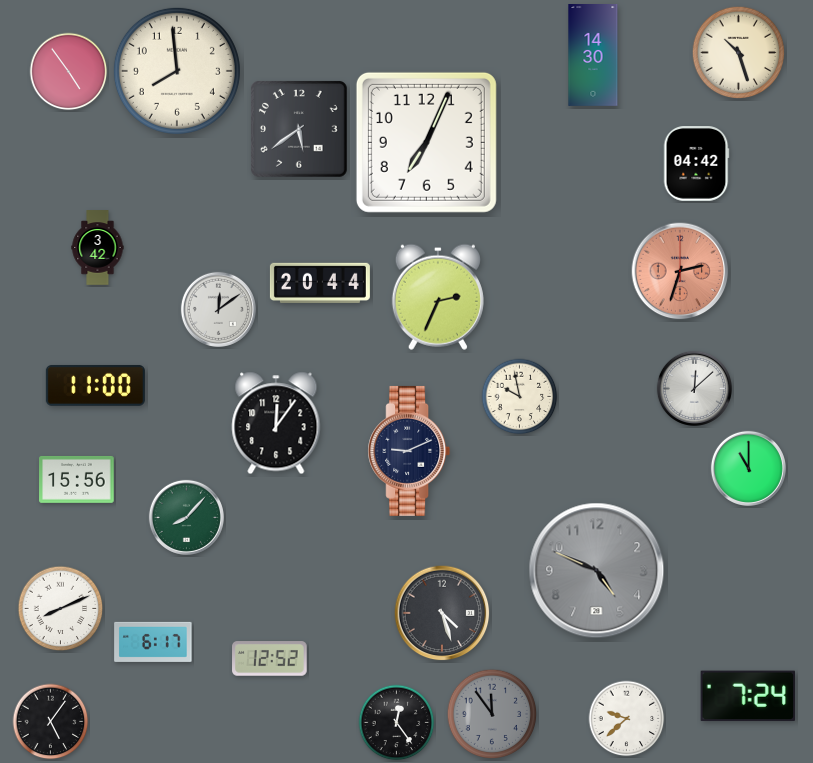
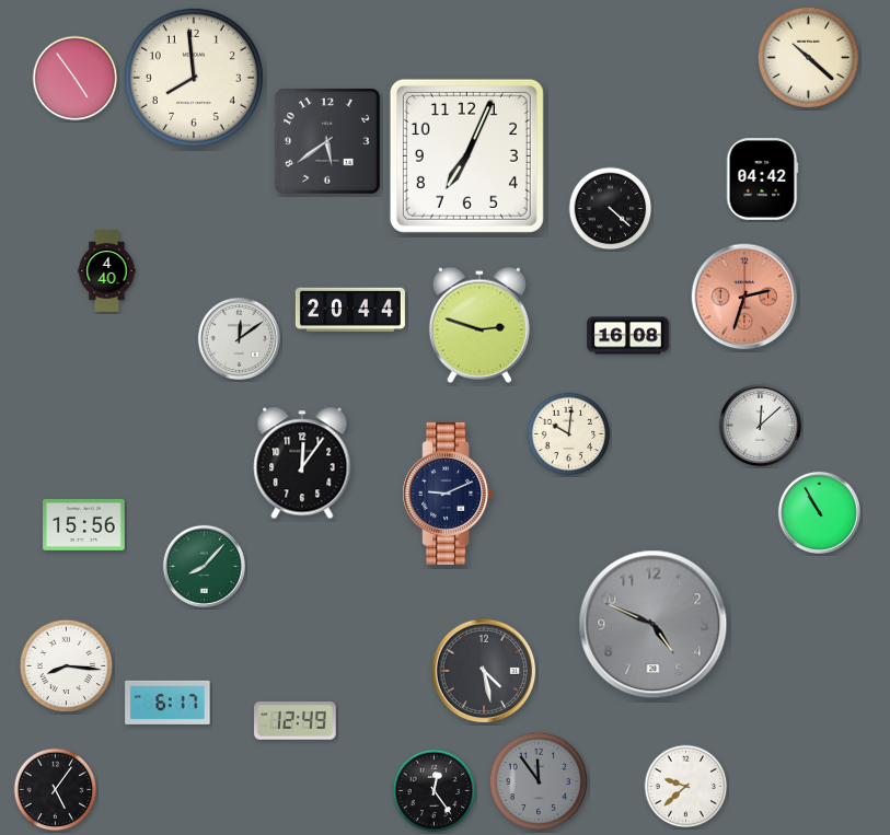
clock at (739, 53): 10:27 -> 10:22
clock at (593, 56): 14:30 -> none
clock at (611, 209): none -> 4:22
clock at (98, 248): 3:42 -> 4:40
clock at (438, 297): 2:34 -> 2:48
clock at (628, 336): none -> 16:08
clock at (95, 385): 11:00 -> none
clock at (520, 397): 9:58 -> 10:01
clock at (748, 468): 11:00 -> 10:55
clock at (61, 609): 8:11 -> 8:16
clock at (442, 613): 4:27 -> 4:28
clock at (270, 659): 12:52 -> 12:49
clock at (748, 696): 7:24 -> none
